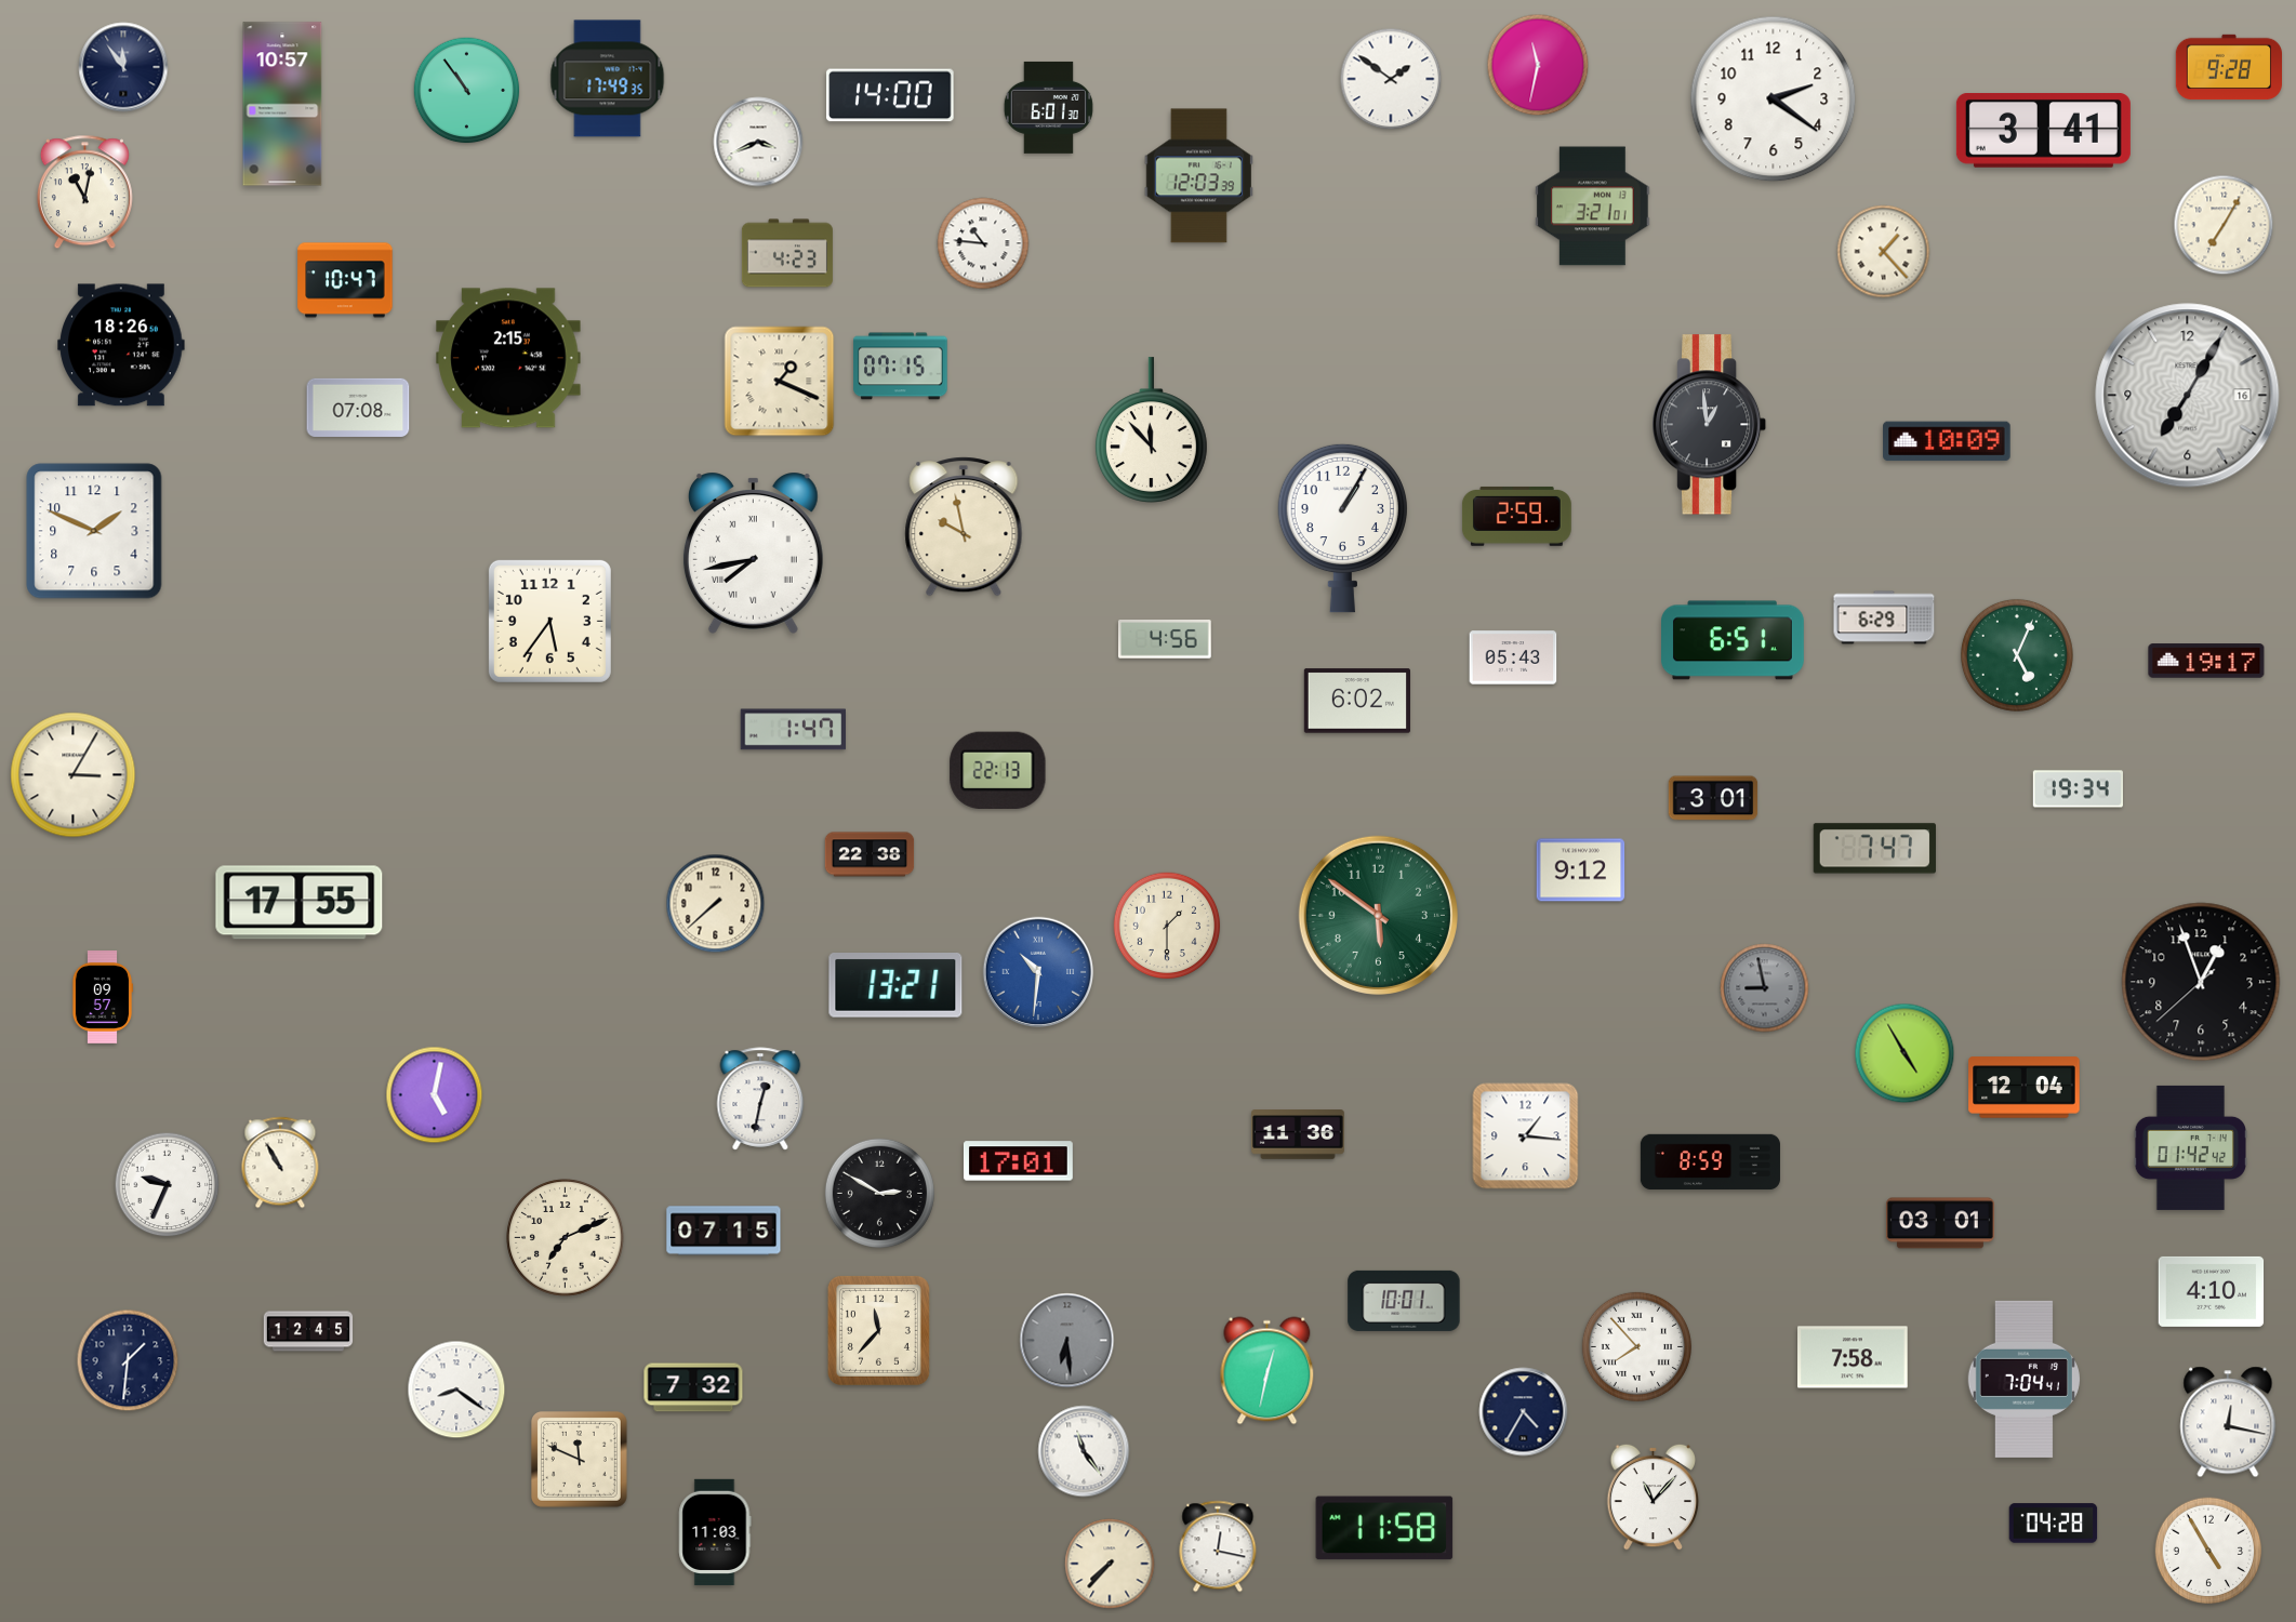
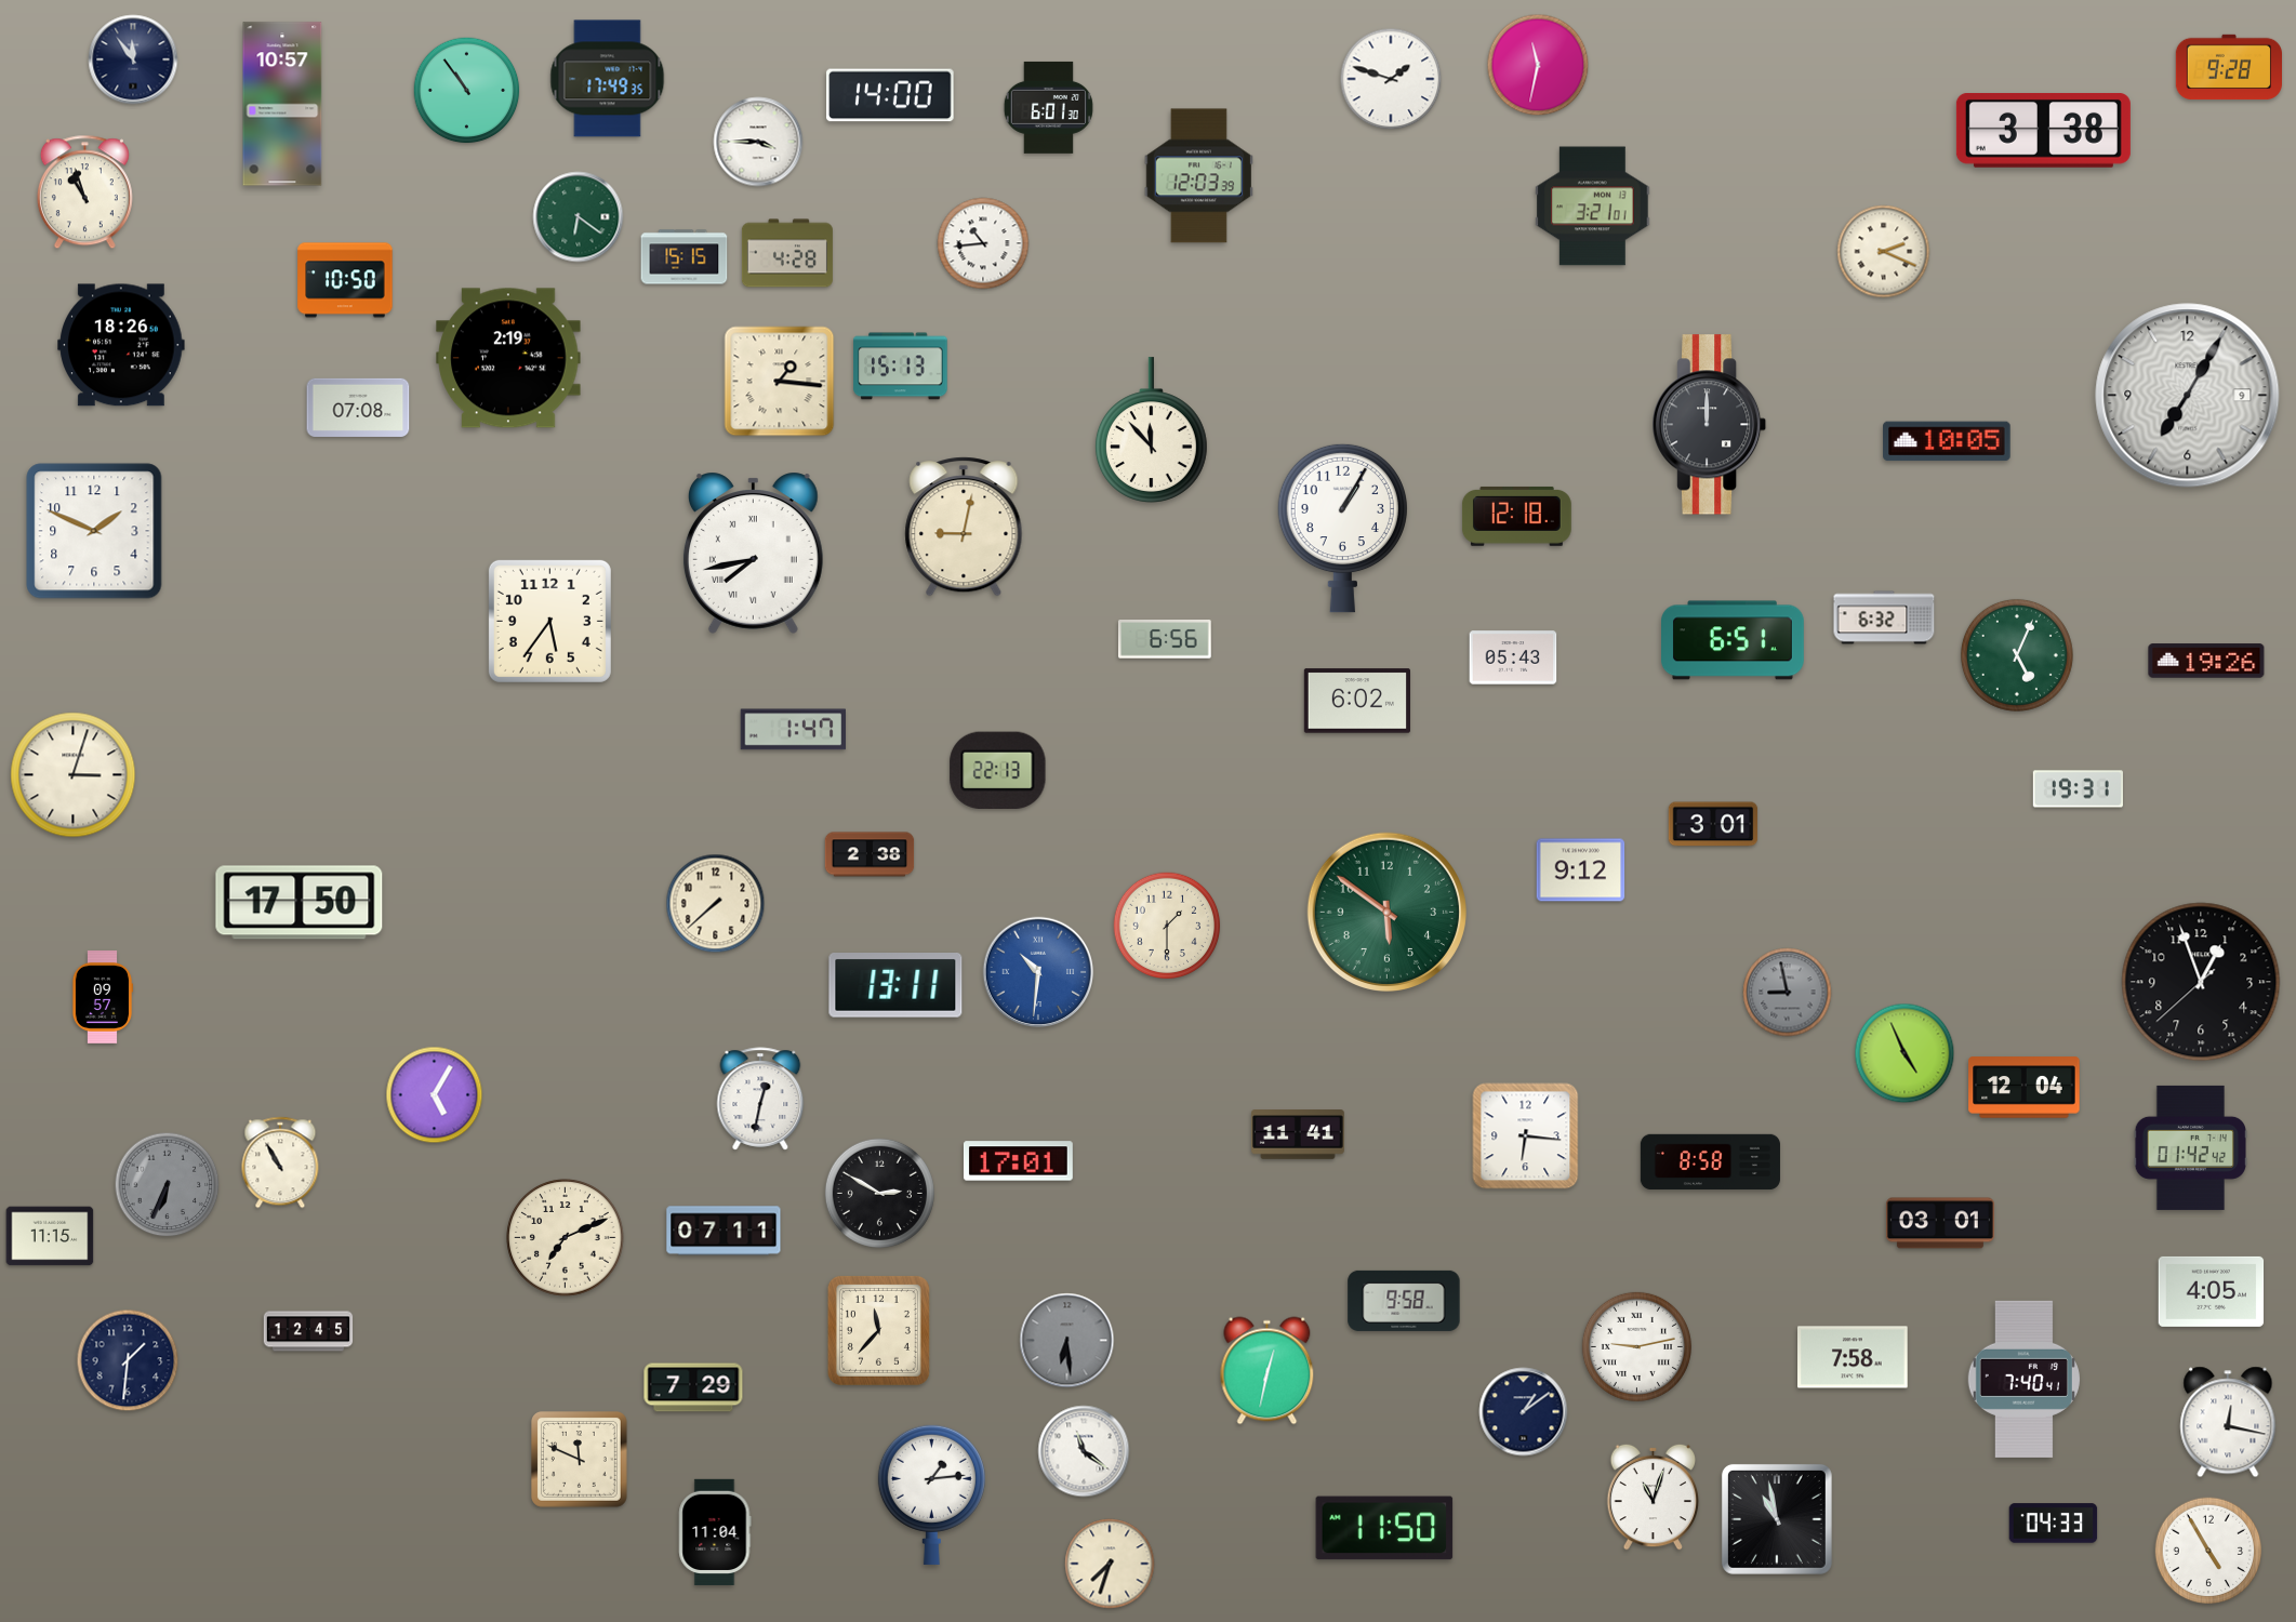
clock at (123, 67) position: (123, 67) -> (133, 59)
clock at (1391, 79): 1:51 -> 1:48
clock at (1774, 99): 2:21 -> none
clock at (2043, 131): 3:41 -> 3:38
clock at (758, 142): 3:41 -> 3:45
clock at (84, 192): 11:02 -> 10:57
clock at (579, 217): none -> 6:21
clock at (2224, 225): 7:05 -> none
clock at (983, 243): 10:46 -> 10:44
clock at (1884, 252): 1:23 -> 2:19
clock at (787, 253): 4:23 -> 4:28
clock at (685, 257): none -> 15:15
clock at (345, 280): 10:47 -> 10:50
clock at (508, 358): 2:15 -> 2:19
clock at (901, 367): 07:15 -> 15:13
clock at (780, 382): 1:19 -> 1:16
clock at (2188, 396) date: 16 -> 9
clock at (1710, 425): 12:59 -> 12:00
clock at (1947, 441): 10:09 -> 10:05
clock at (1516, 516): 2:59 -> 12:18
clock at (964, 527): 9:58 -> 9:02
clock at (1884, 617): 6:29 -> 6:32
clock at (1165, 640): 4:56 -> 6:56
clock at (2206, 661): 19:17 -> 19:26
clock at (74, 775): 3:05 -> 3:03
clock at (2078, 789): 19:34 -> 19:31
clock at (1713, 798) position: (1713, 798) -> (1713, 824)
clock at (1874, 849): 7:47 -> none
clock at (870, 854): 22:38 -> 2:38
clock at (300, 903): 17:55 -> 17:50
clock at (1378, 915) position: (1378, 915) -> (1386, 912)
clock at (895, 985): 13:21 -> 13:11
clock at (1765, 988) position: (1765, 988) -> (1788, 993)
clock at (1905, 1053): 4:55 -> 4:56
clock at (435, 1095): 5:02 -> 5:05
clock at (1299, 1134): 11:36 -> 11:41
clock at (1526, 1136): 1:16 -> 6:16
clock at (1710, 1162): 8:59 -> 8:58
clock at (168, 1185): 9:34 -> 6:34
clock at (168, 1185) dial: white -> grey
clock at (724, 1231): 07:15 -> 07:11
clock at (50, 1236): none -> 11:15
clock at (2212, 1291): 4:10 -> 4:05
clock at (1404, 1301): 10:01 -> 9:58
clock at (1636, 1346): 7:53 -> 9:13
clock at (2023, 1379): 7:04 -> 7:40
clock at (693, 1387): 7:32 -> 7:29
clock at (456, 1390): 8:21 -> none
clock at (1524, 1412): 4:35 -> 1:09
clock at (1084, 1451): 11:24 -> 11:21
clock at (931, 1494): none -> 1:14
clock at (1653, 1497): 11:07 -> 11:03
clock at (1777, 1519): none -> 10:58
clock at (2054, 1524): 04:28 -> 04:33
clock at (1384, 1528): 11:58 -> 11:50
clock at (715, 1531): 11:03 -> 11:04
clock at (1218, 1546): 12:17 -> none
clock at (1110, 1564): 7:37 -> 7:33
